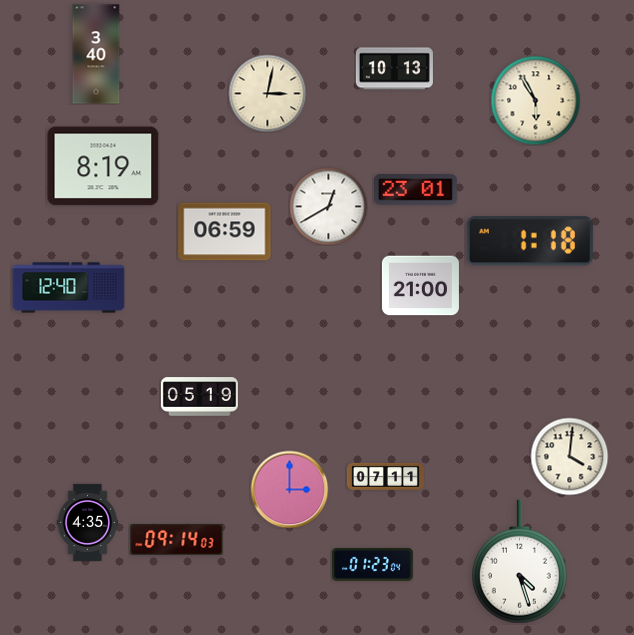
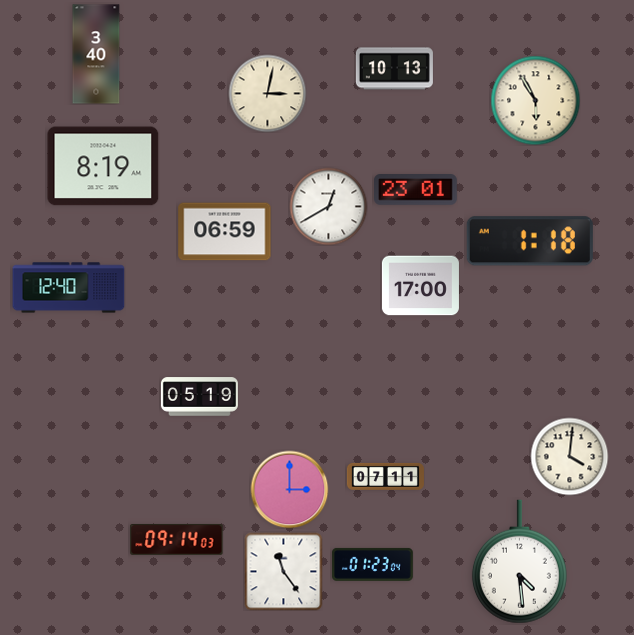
clock at (420, 286): 21:00 -> 17:00
clock at (88, 522): 4:35 -> none
clock at (519, 562): 4:27 -> 4:29
clock at (283, 571): none -> 11:24
